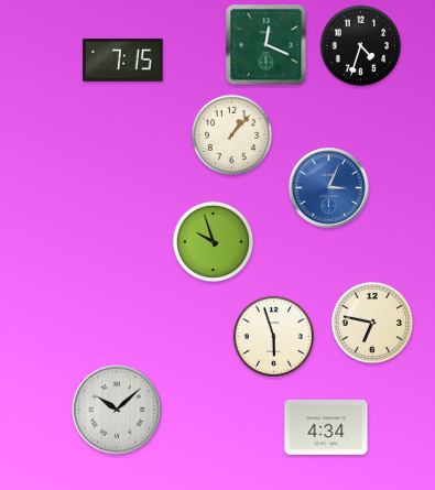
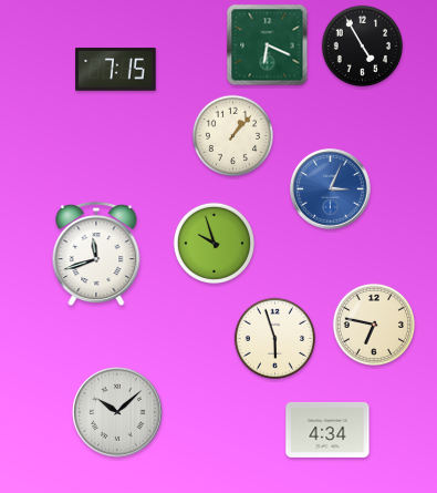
clock at (267, 45): 12:19 -> 6:19
clock at (360, 45): 4:33 -> 4:55
clock at (123, 61) position: (123, 61) -> (116, 70)
clock at (96, 255): none -> 11:42
